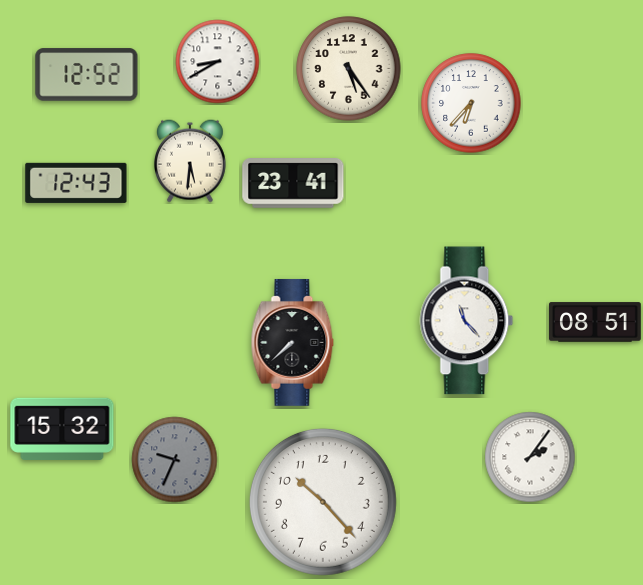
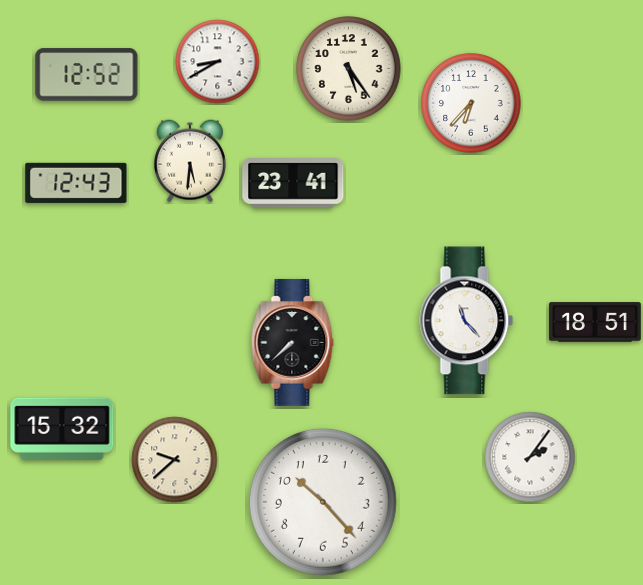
clock at (596, 322): 08:51 -> 18:51
clock at (175, 460): 9:34 -> 9:38
clock at (175, 460) dial: grey -> cream
